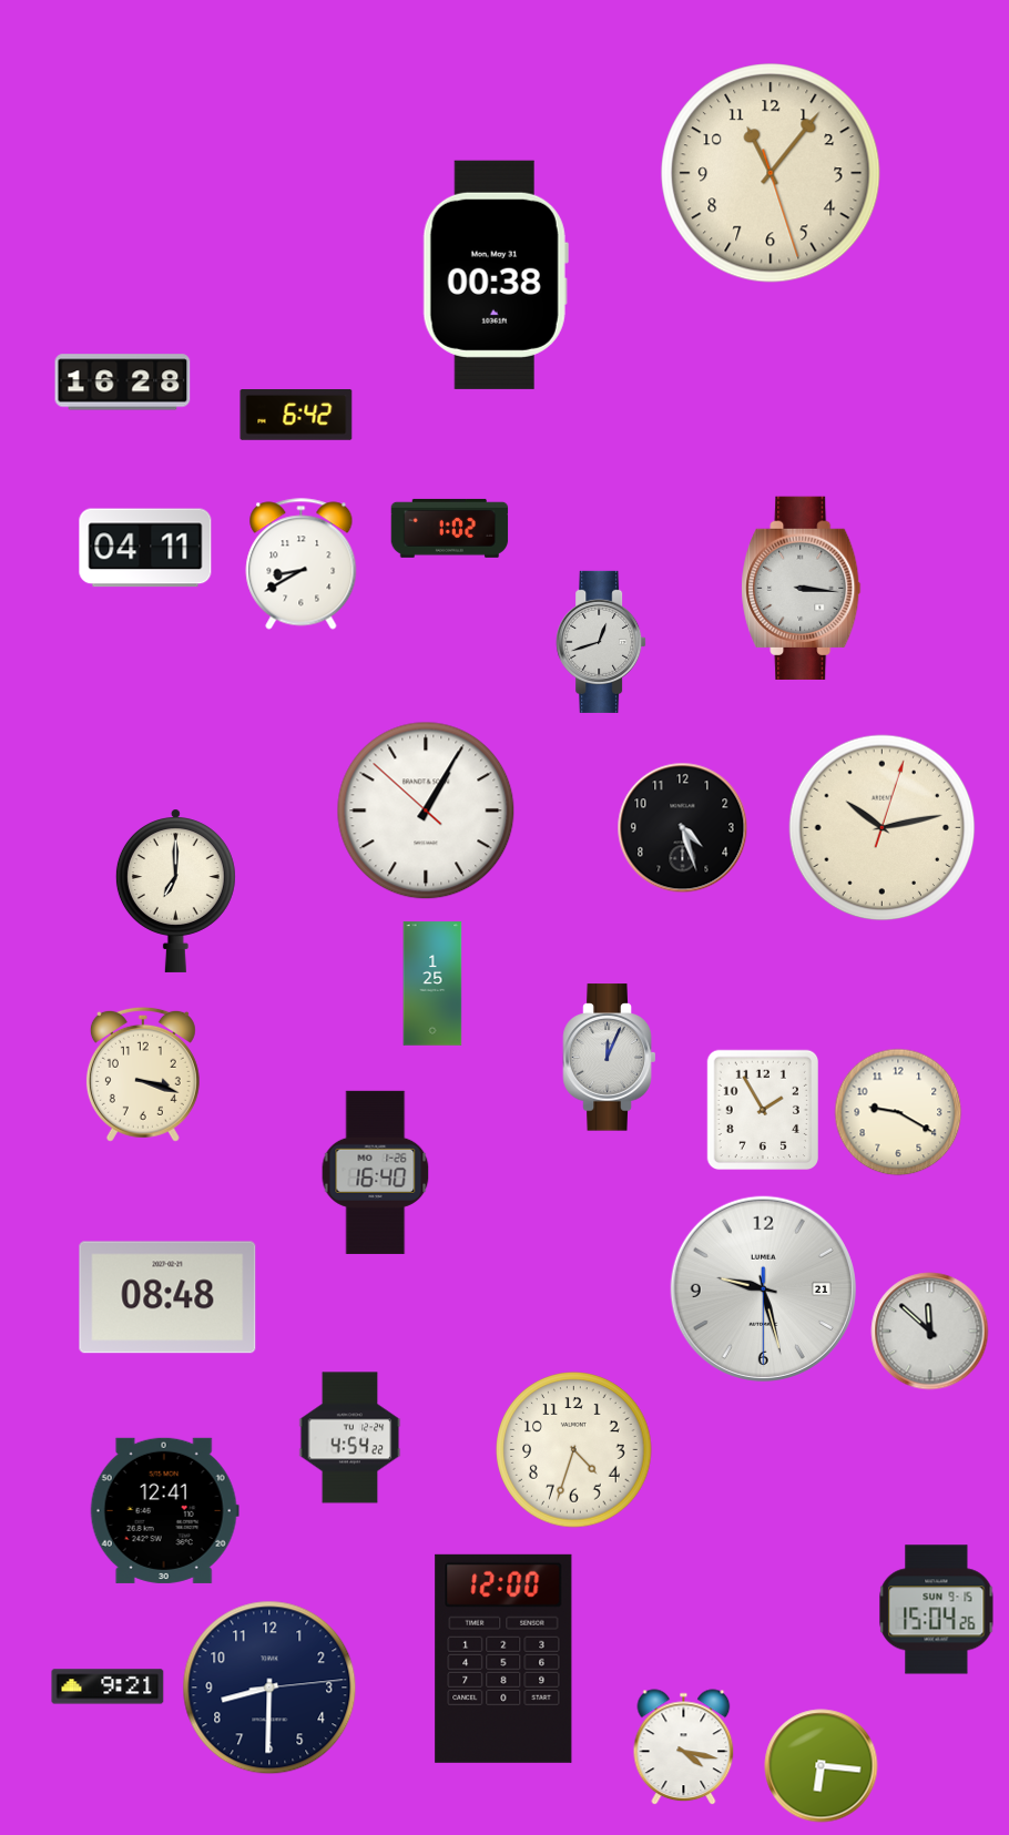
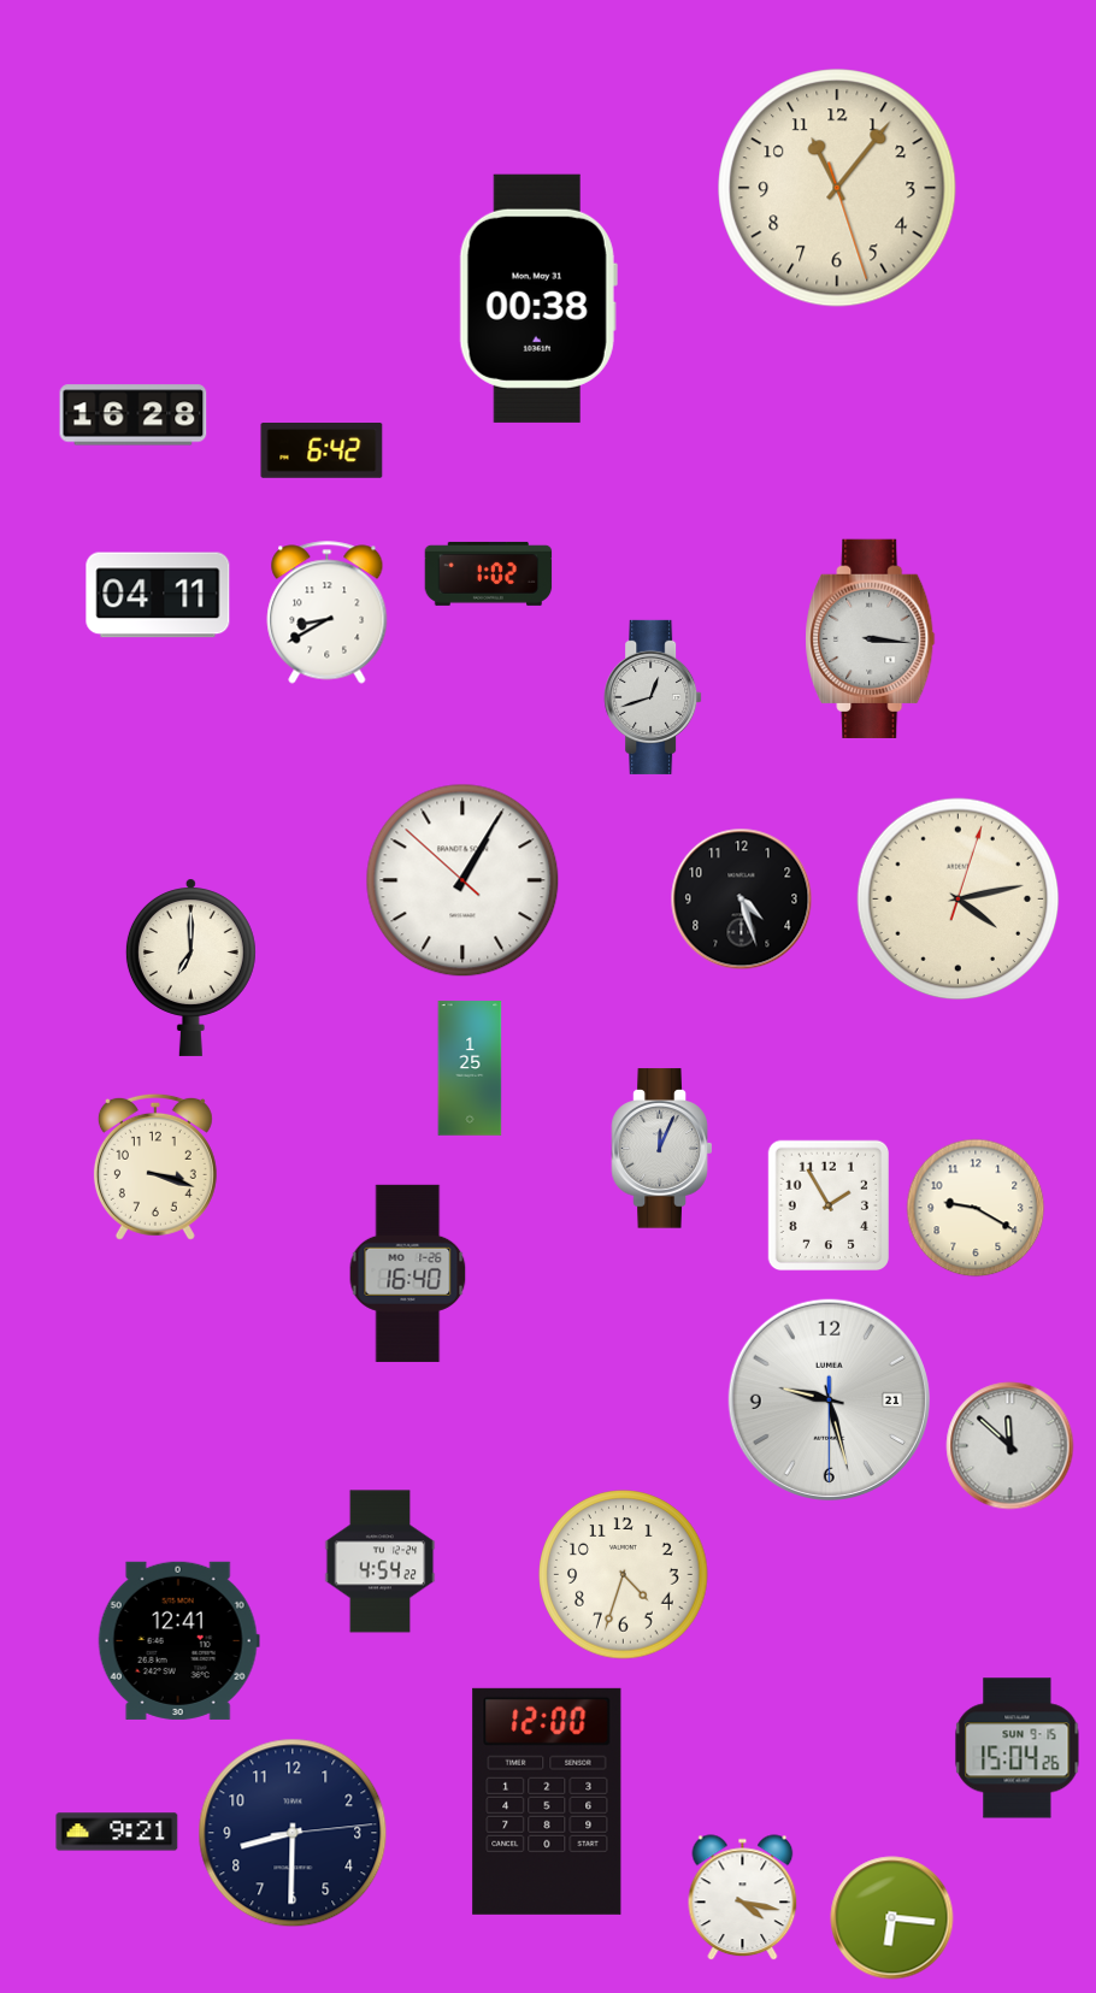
clock at (883, 828): 10:13 -> 4:13
clock at (167, 1297): 08:48 -> none
